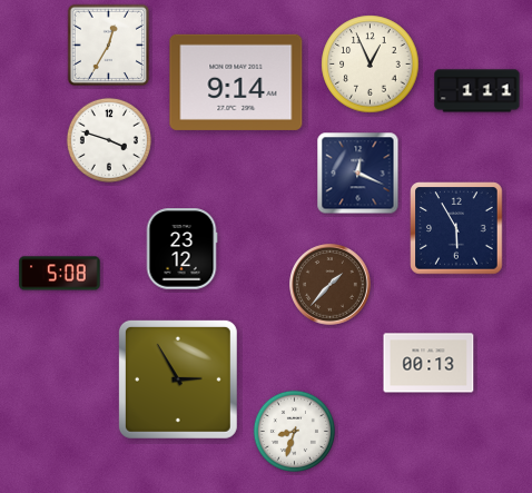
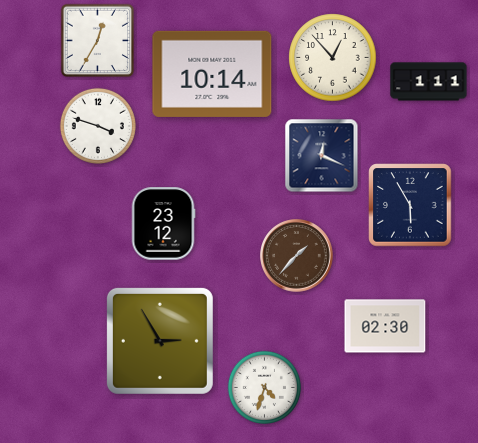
clock at (371, 65): 12:56 -> 12:53
clock at (236, 82): 9:14 -> 10:14
clock at (60, 274): 5:08 -> none
clock at (428, 363): 00:13 -> 02:30
clock at (294, 431): 8:33 -> 4:33
